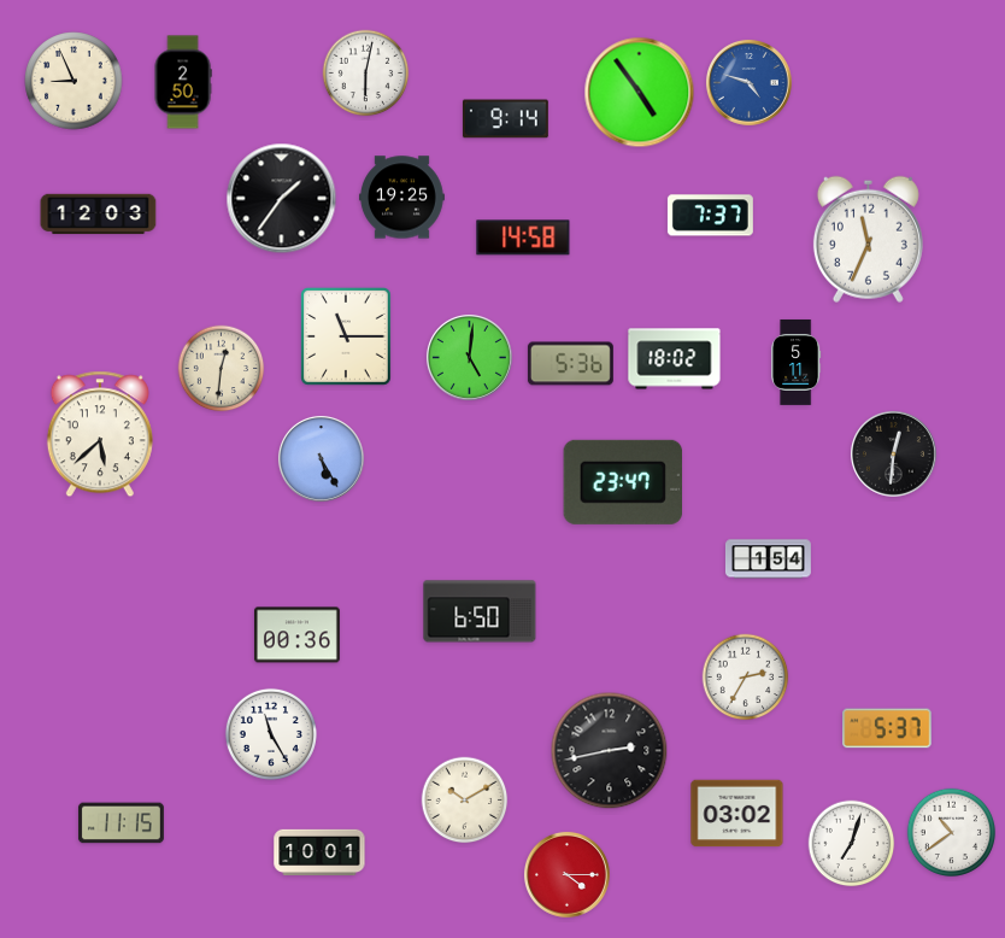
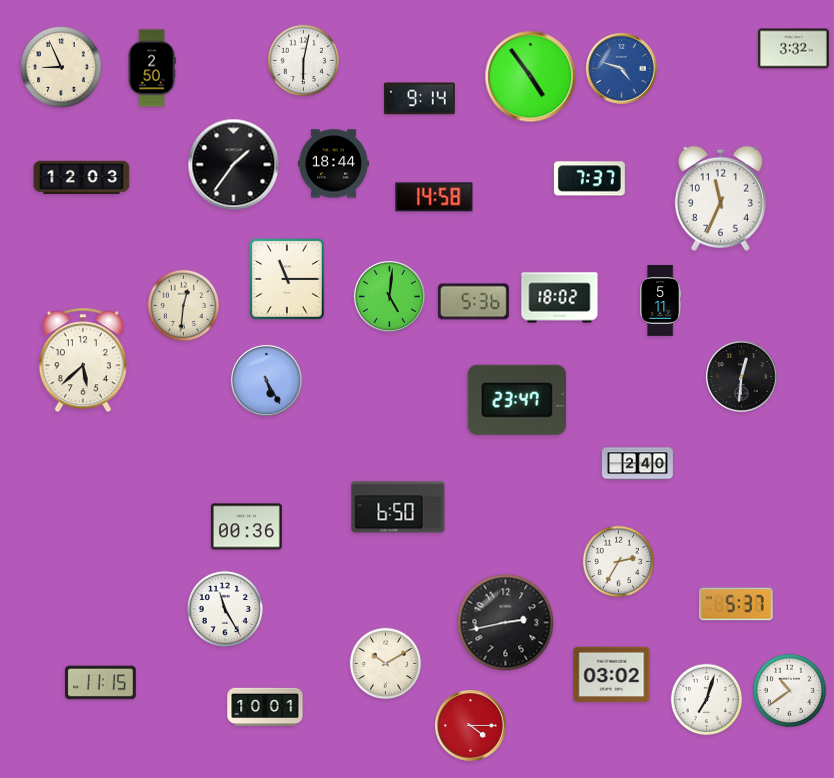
clock at (793, 49): none -> 3:32
clock at (401, 198): 19:25 -> 18:44
clock at (768, 559): 1:54 -> 2:40
